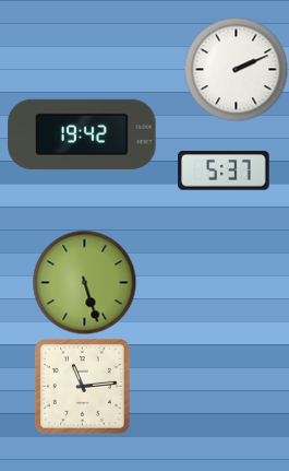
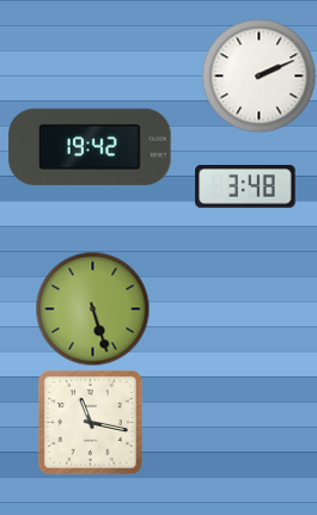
clock at (224, 172): 5:37 -> 3:48
clock at (82, 386): 11:14 -> 11:17
